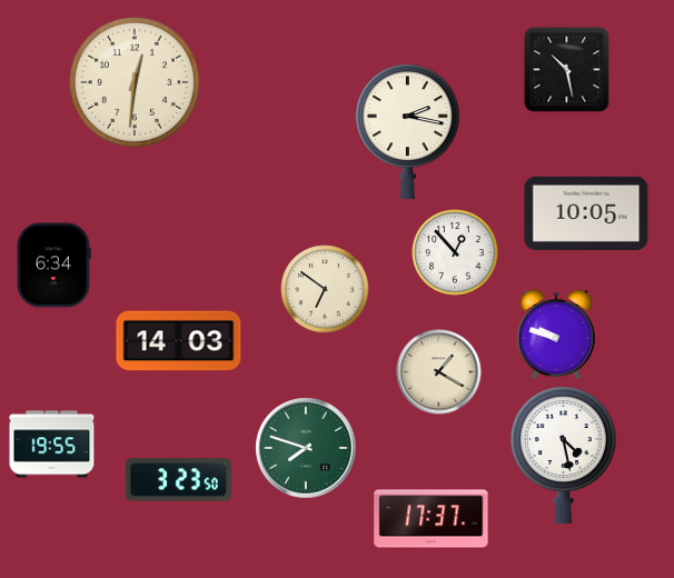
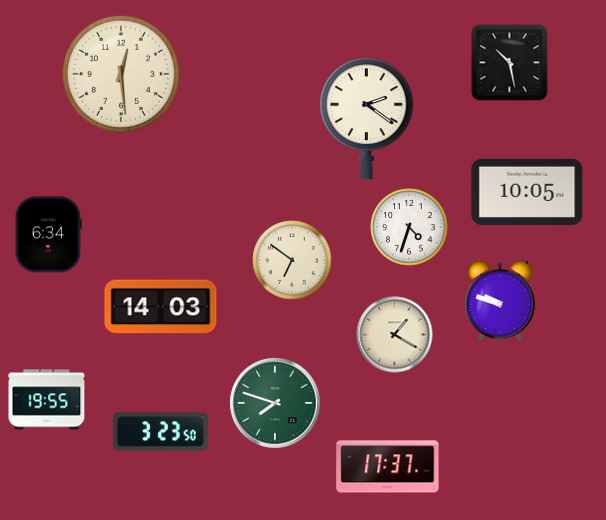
clock at (135, 82): 12:31 -> 12:29
clock at (407, 132): 2:17 -> 2:21
clock at (455, 252): 12:53 -> 4:33
clock at (53, 266) position: (53, 266) -> (48, 235)
clock at (563, 455): 4:28 -> none
